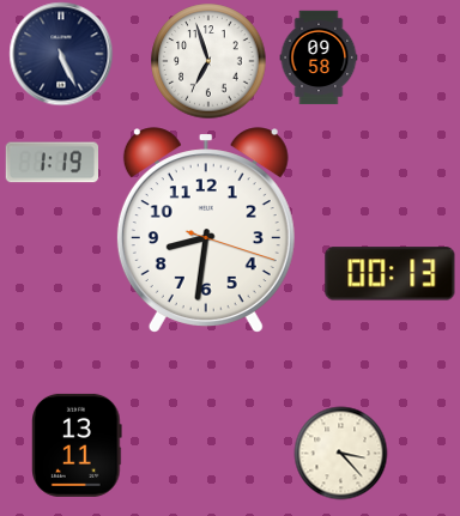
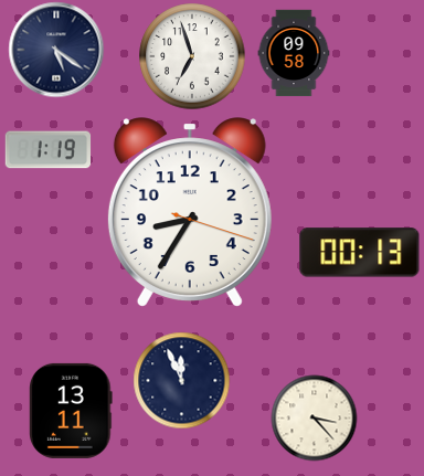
clock at (61, 54): 5:26 -> 5:21
clock at (206, 230): 8:31 -> 8:35
clock at (181, 380): none -> 11:56
